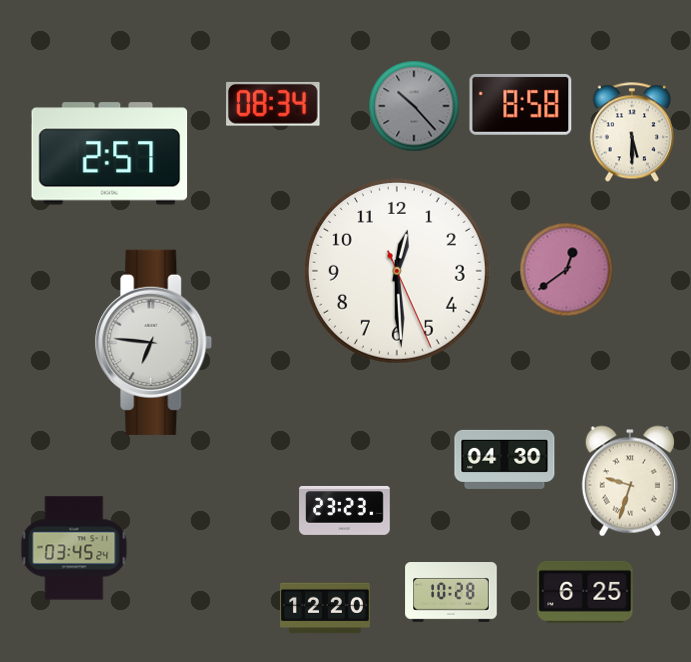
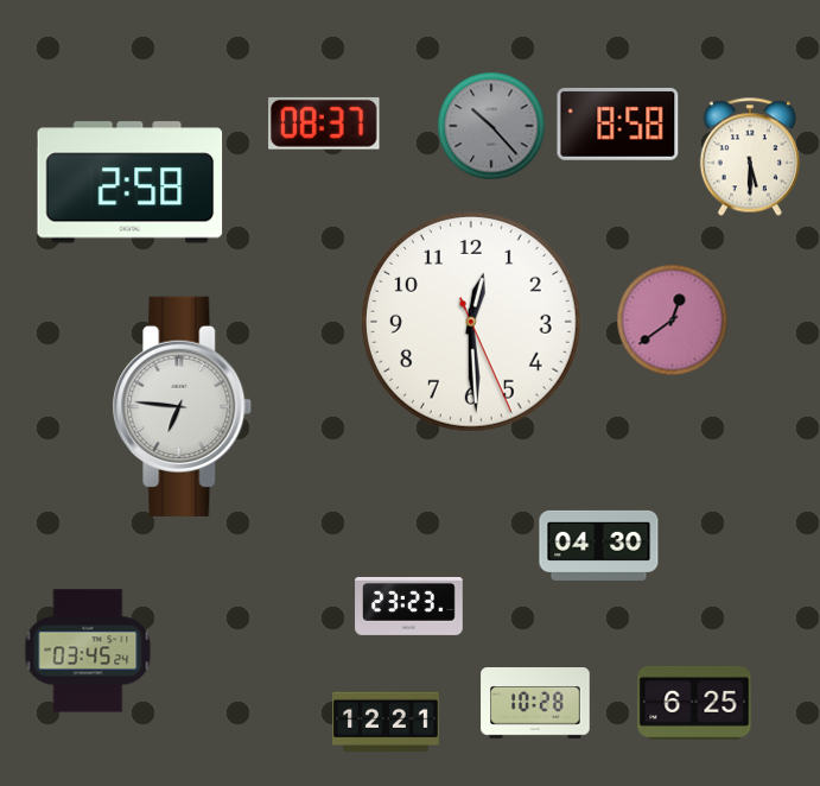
clock at (273, 104): 08:34 -> 08:37
clock at (110, 154): 2:57 -> 2:58
clock at (630, 481): 9:33 -> none
clock at (326, 608): 12:20 -> 12:21
